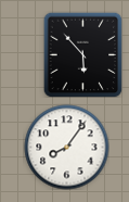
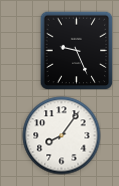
clock at (83, 54): 5:53 -> 9:26
